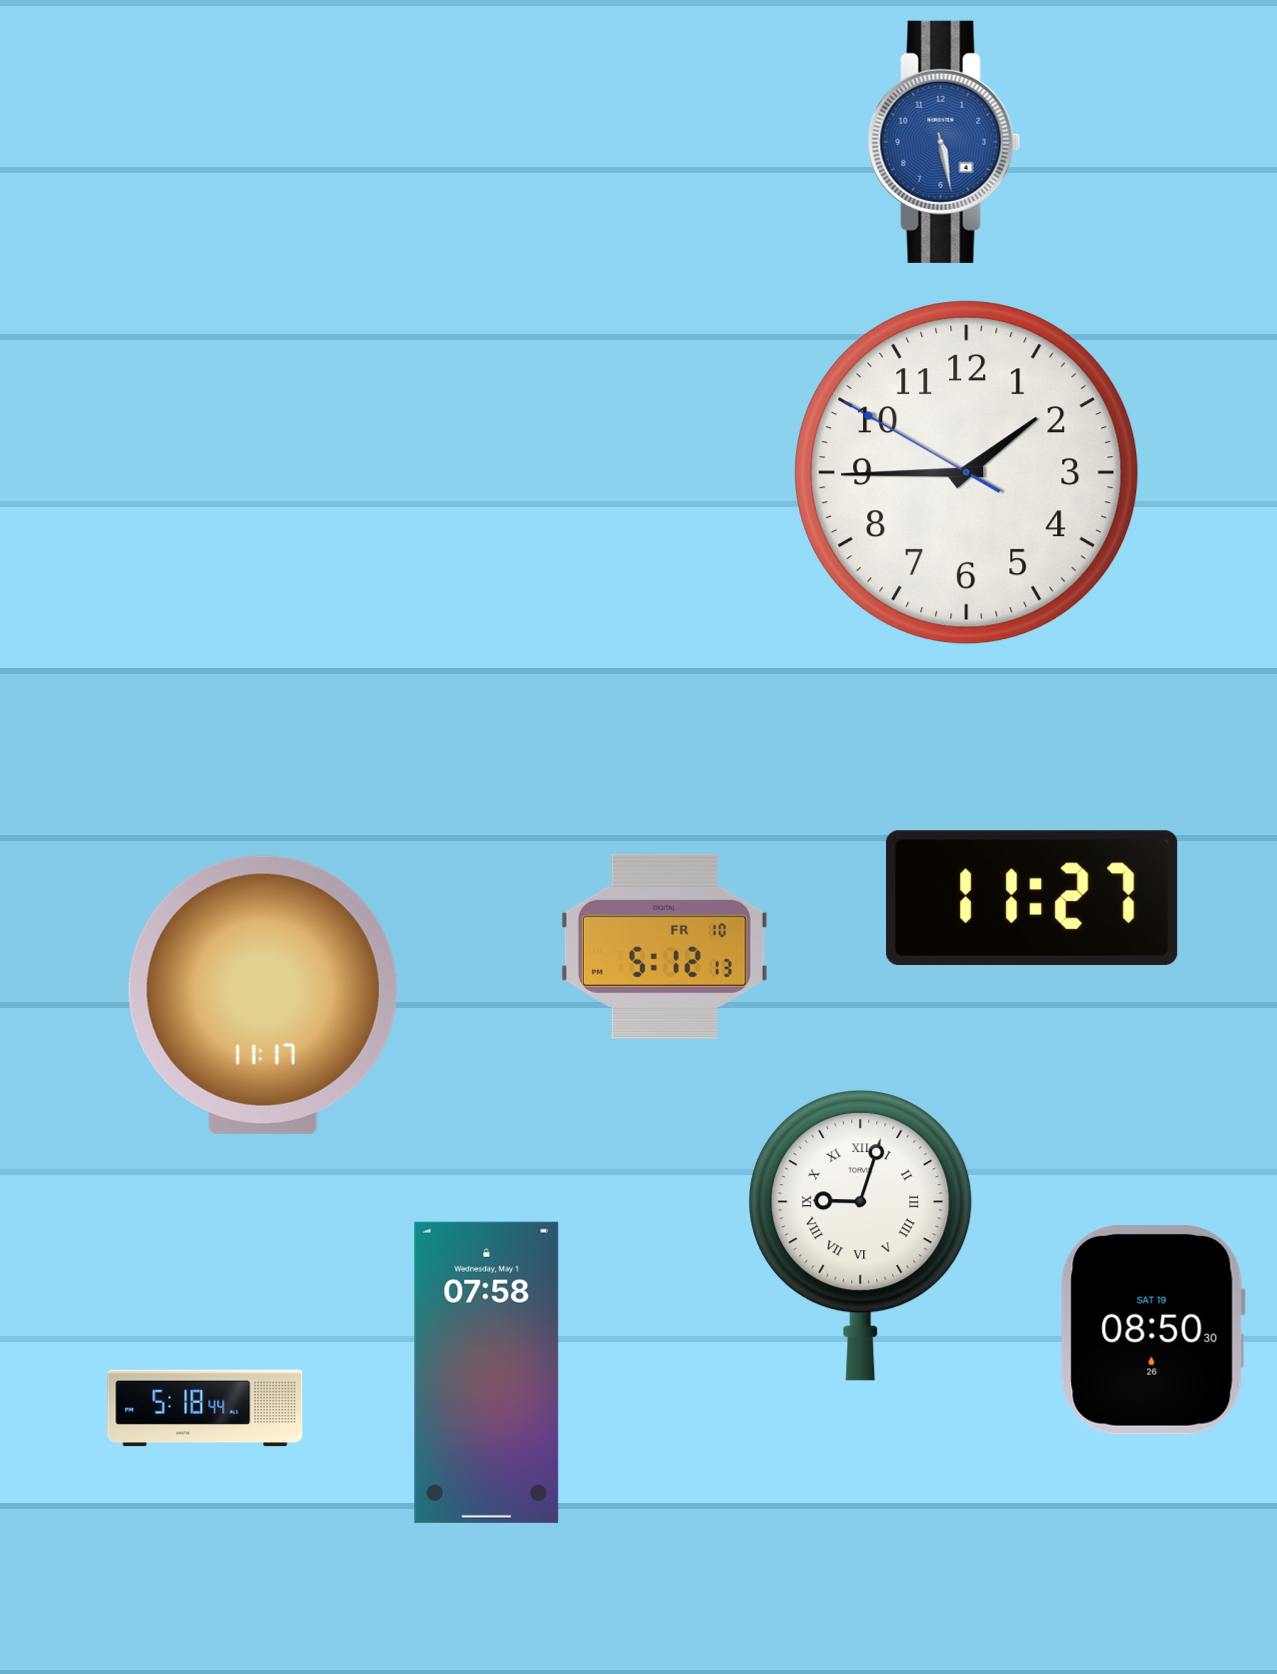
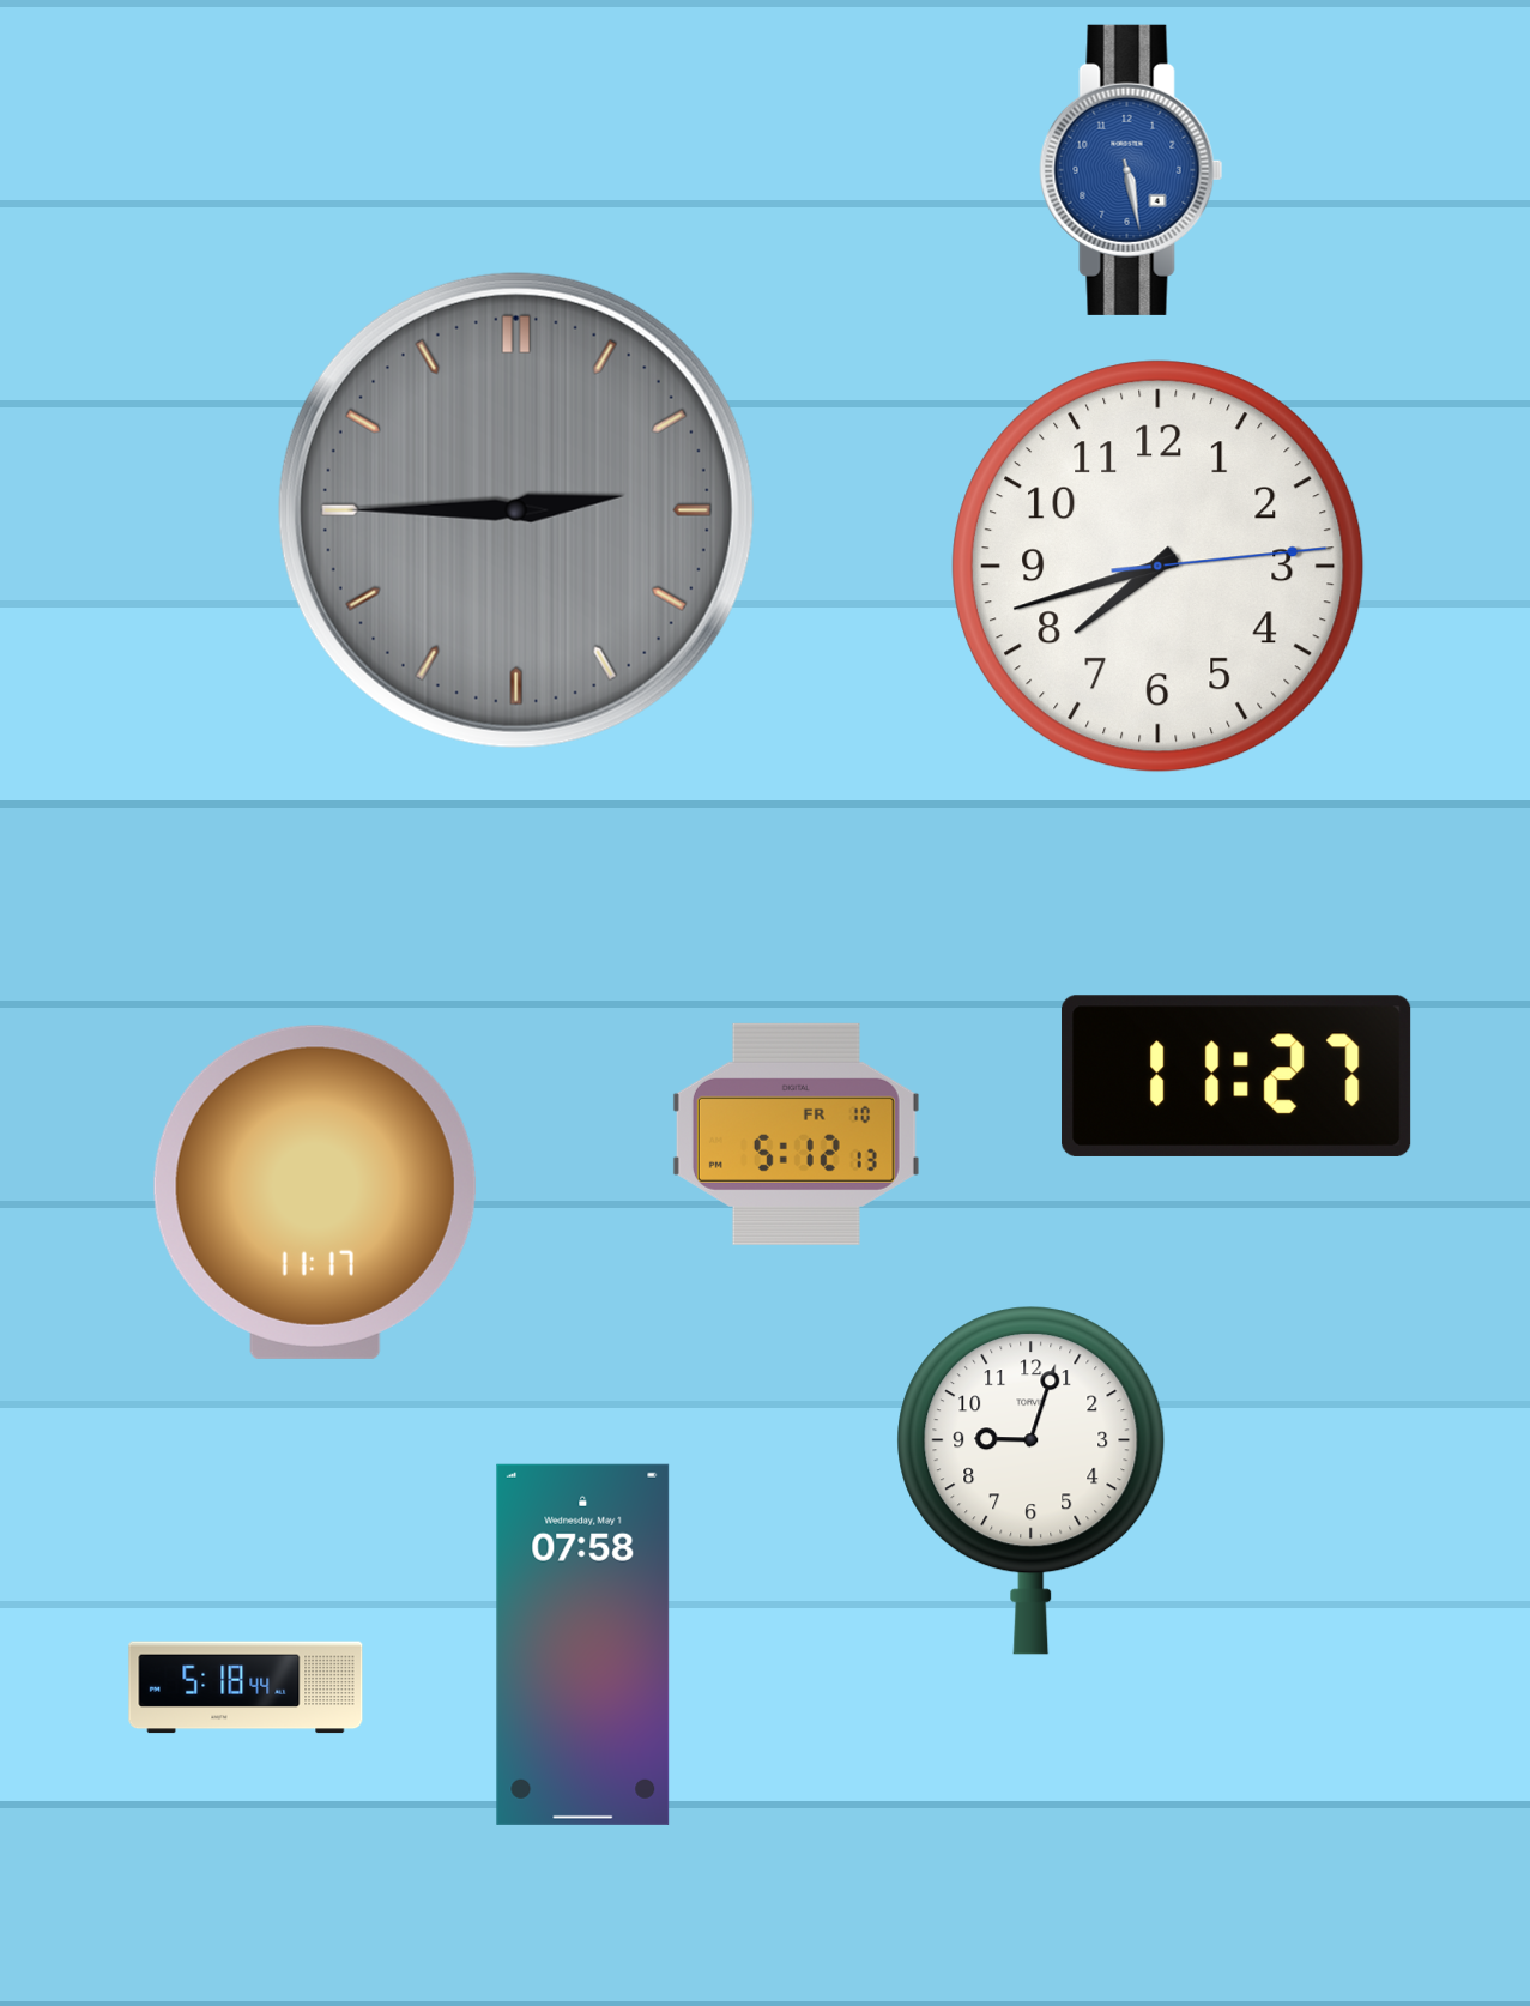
clock at (516, 510): none -> 2:45
clock at (967, 473): 1:44 -> 7:42
clock at (861, 1236) numerals: Roman -> Arabic
clock at (1153, 1330): 08:50 -> none
